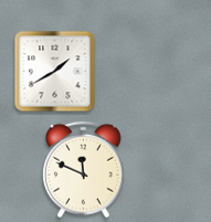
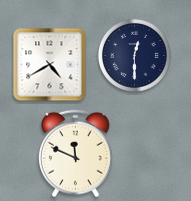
clock at (134, 55): none -> 12:30
clock at (55, 72): 1:40 -> 4:40
